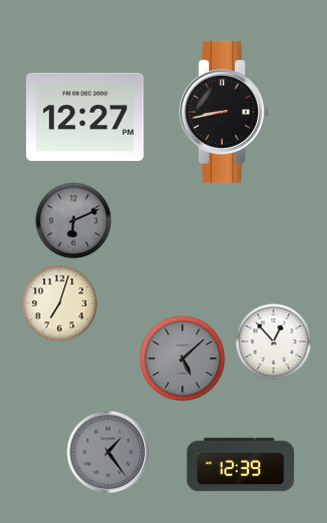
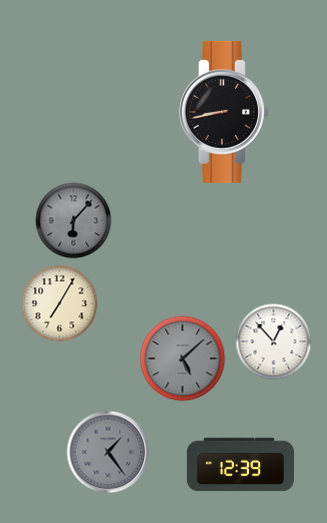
clock at (85, 117): 12:27 -> none
clock at (74, 221): 6:11 -> 6:07
clock at (60, 304): 7:03 -> 7:05
